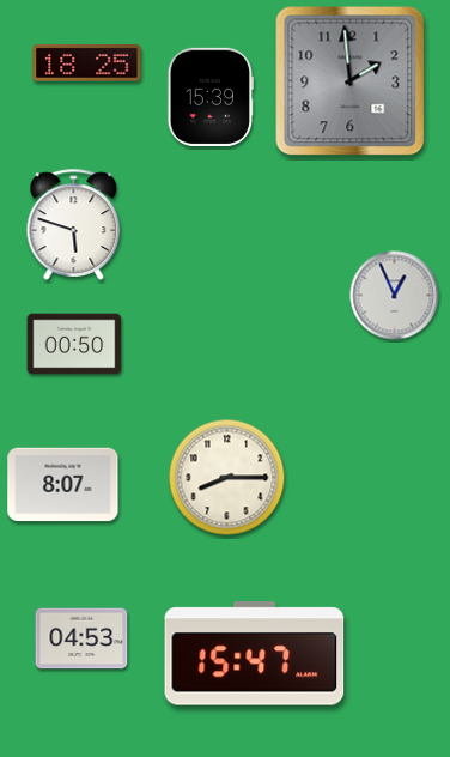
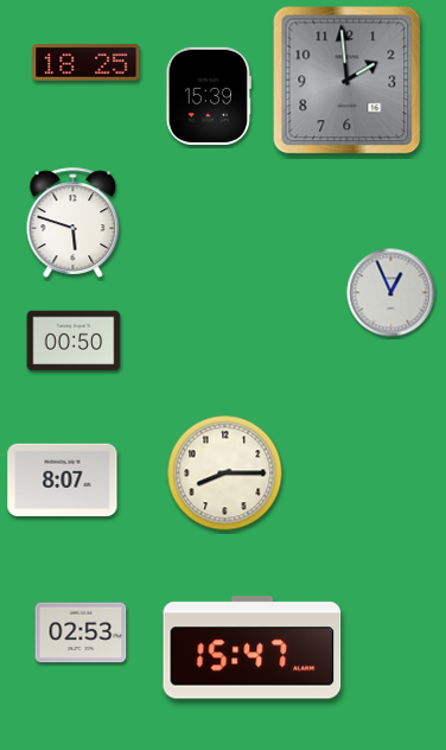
clock at (81, 638): 04:53 -> 02:53
